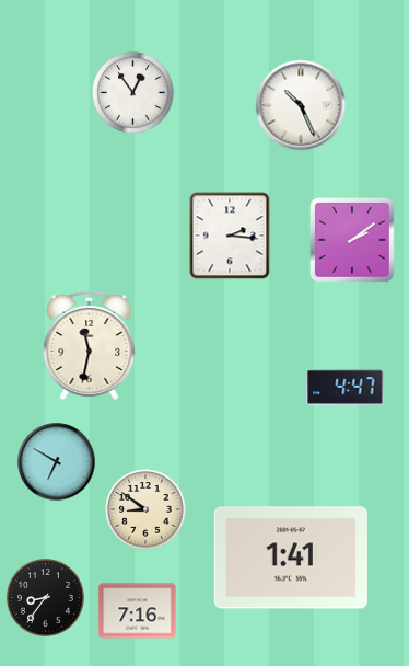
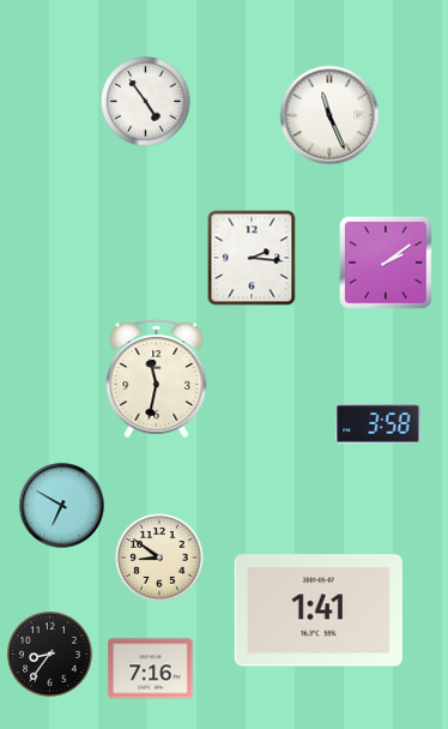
clock at (133, 93): 12:54 -> 4:54
clock at (301, 105): 10:26 -> 11:26
clock at (90, 345) position: (90, 345) -> (157, 378)
clock at (346, 388): 4:47 -> 3:58
